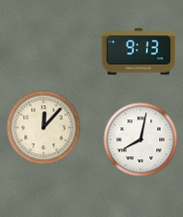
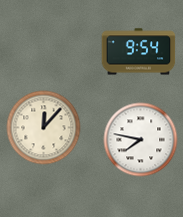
clock at (139, 52): 9:13 -> 9:54
clock at (141, 140): 8:02 -> 7:47
